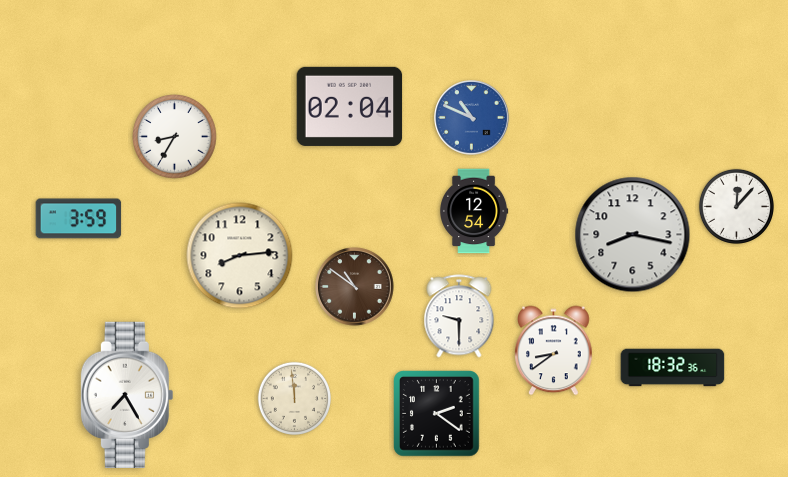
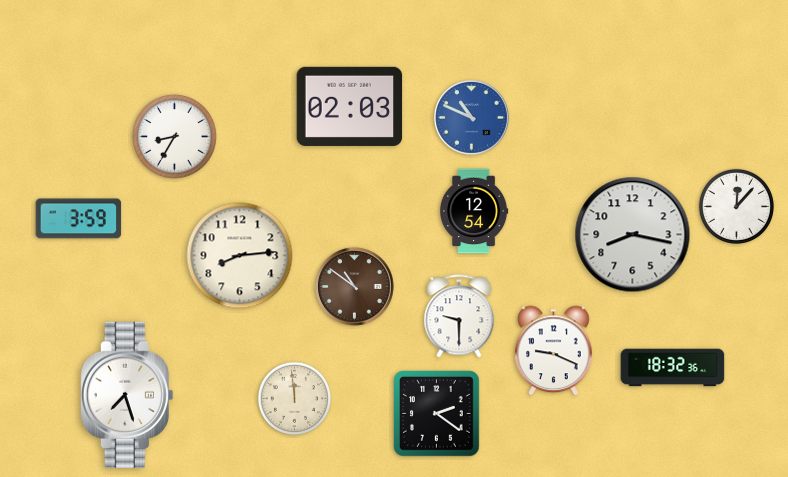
clock at (350, 106): 02:04 -> 02:03
clock at (554, 351): 8:39 -> 9:19
clock at (127, 395): 7:25 -> 7:27
